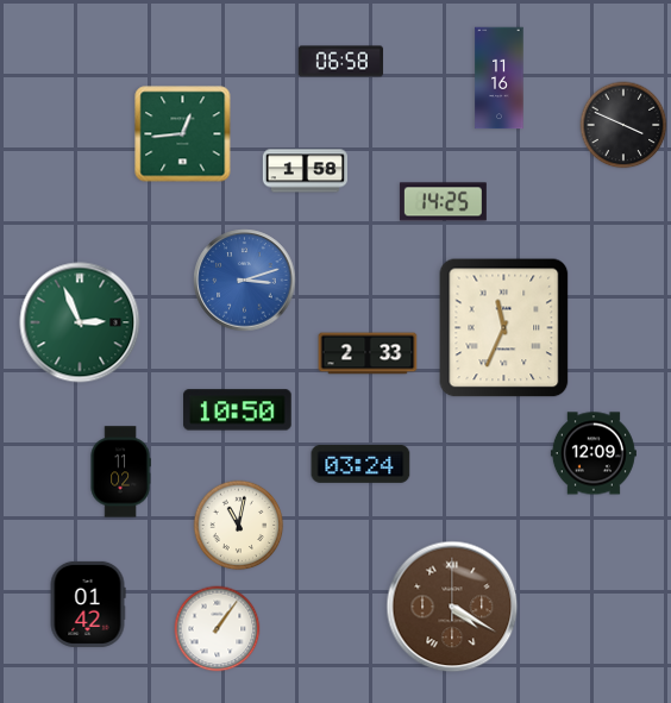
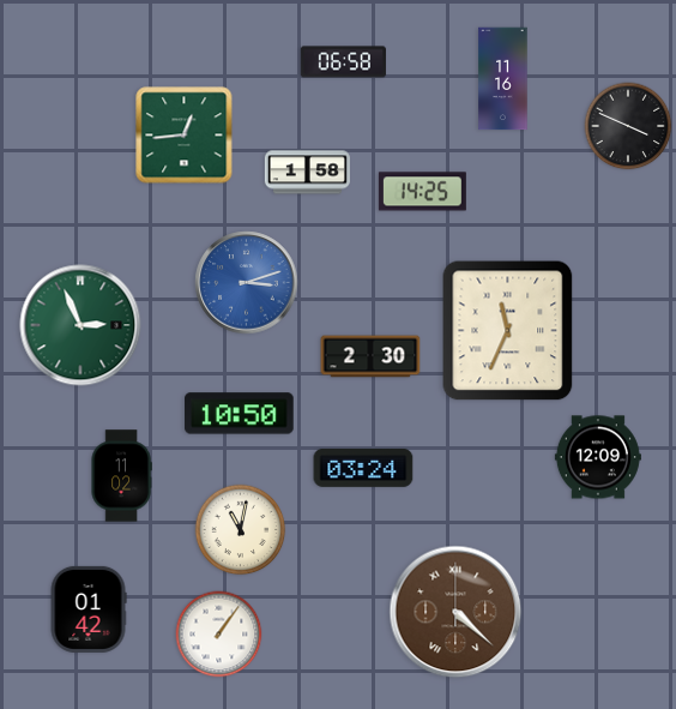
clock at (443, 202) position: (443, 202) -> (422, 192)
clock at (368, 353): 2:33 -> 2:30
clock at (452, 607): 4:20 -> 4:22
